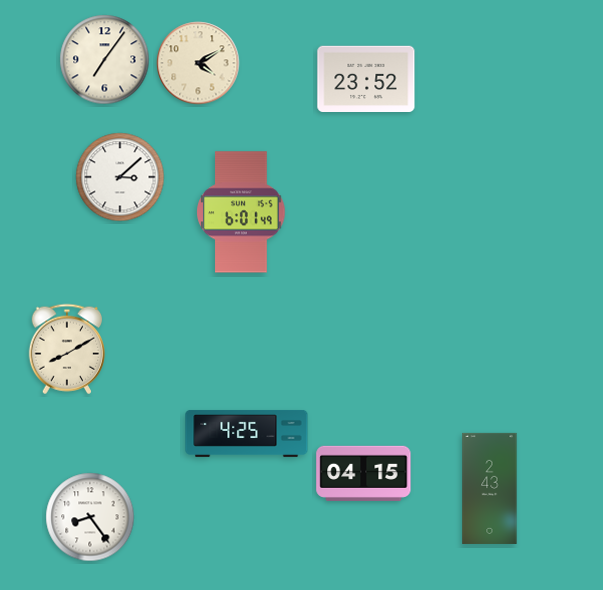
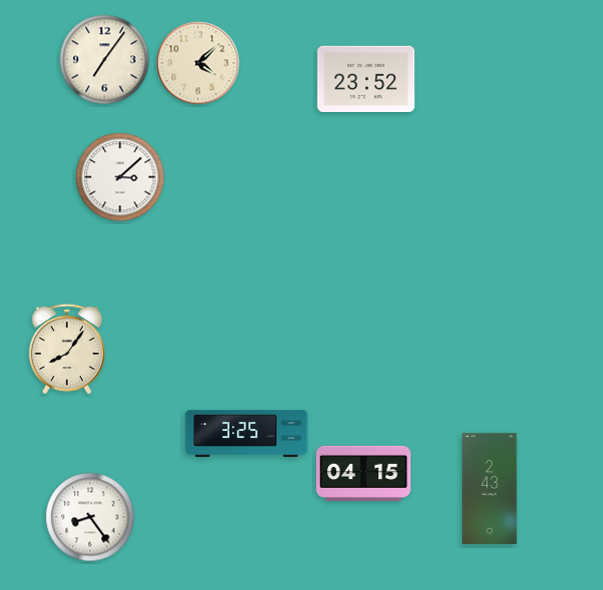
clock at (198, 63): 4:10 -> 4:08
clock at (241, 212): 6:01 -> none
clock at (66, 349): 8:10 -> 8:06
clock at (247, 433): 4:25 -> 3:25
